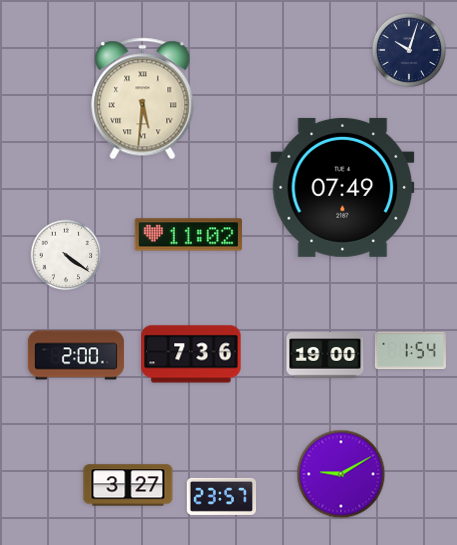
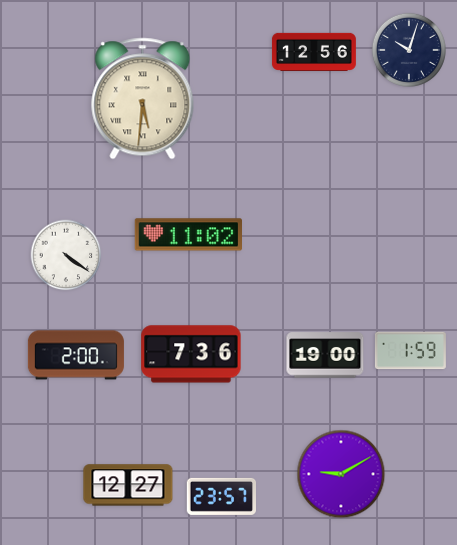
clock at (314, 52): none -> 12:56
clock at (343, 187): 07:49 -> none
clock at (410, 351): 1:54 -> 1:59
clock at (128, 485): 3:27 -> 12:27
